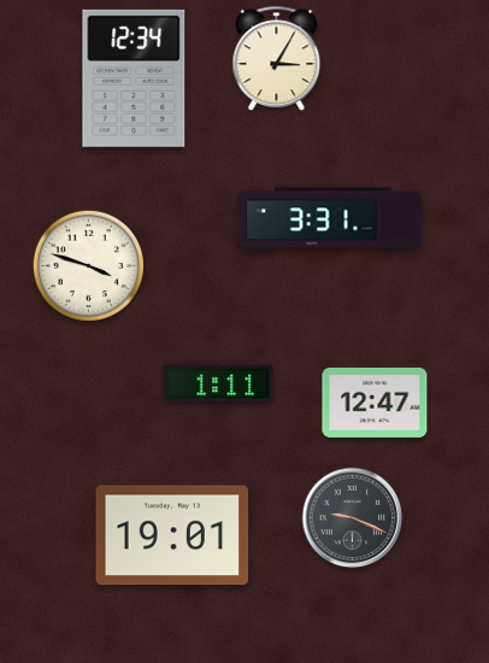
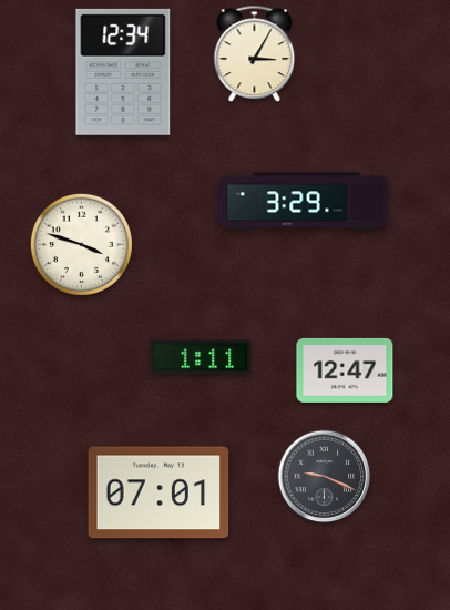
clock at (330, 219): 3:31 -> 3:29
clock at (218, 383) position: (218, 383) -> (201, 357)
clock at (172, 535): 19:01 -> 07:01
